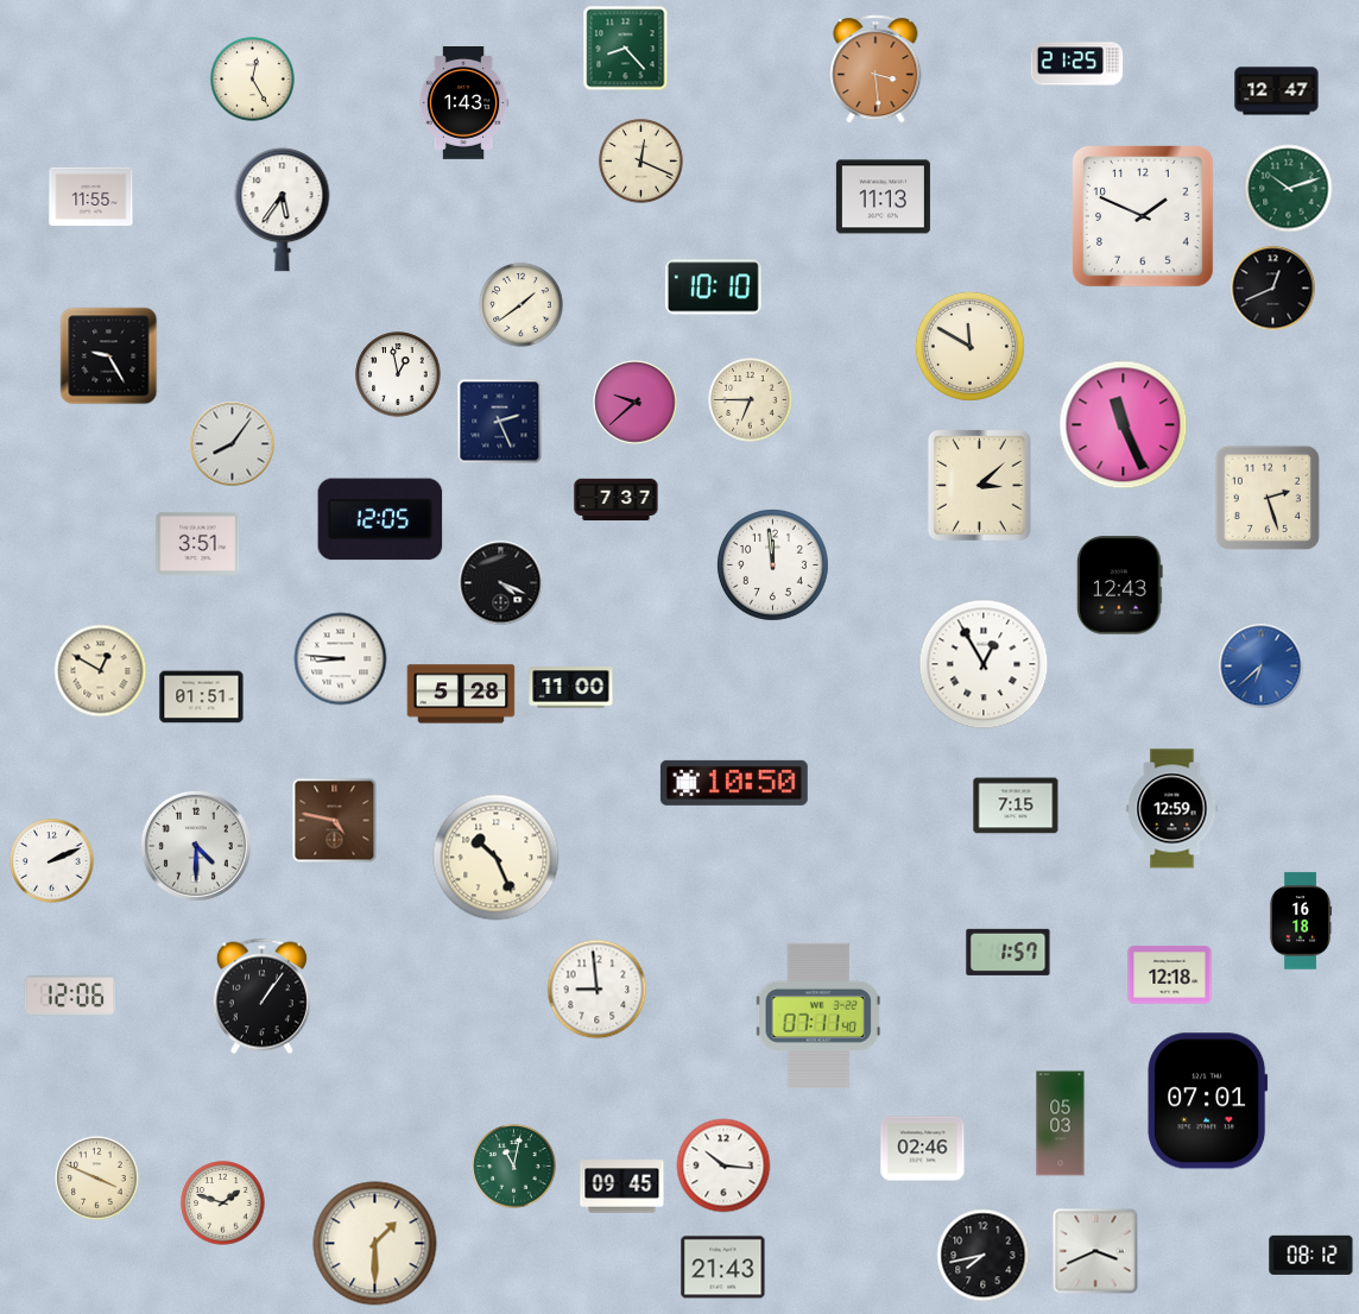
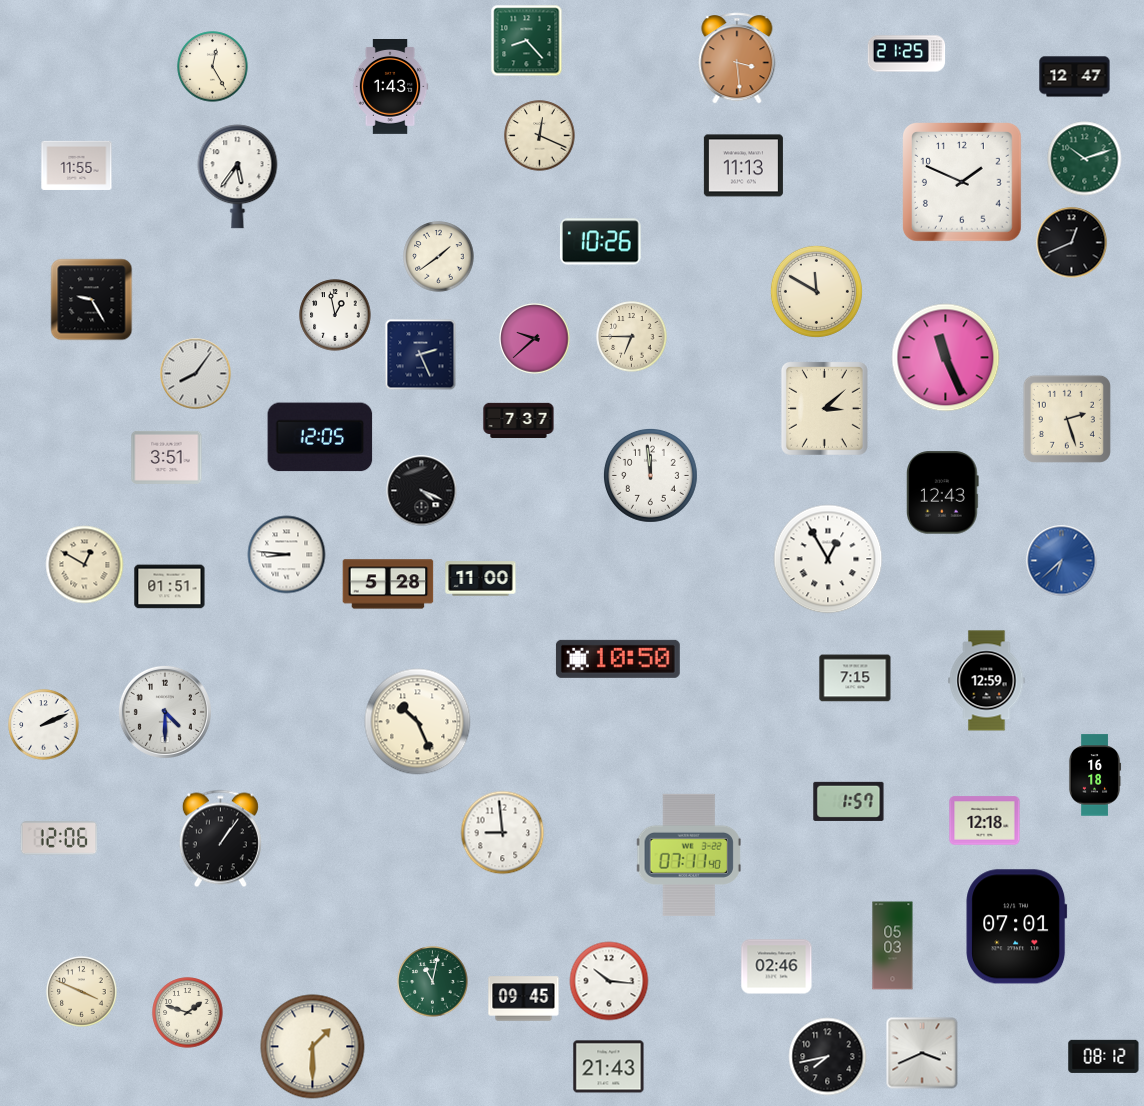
clock at (713, 288): 10:10 -> 10:26
clock at (335, 821): 4:47 -> none
clock at (375, 1244) position: (375, 1244) -> (313, 1047)
